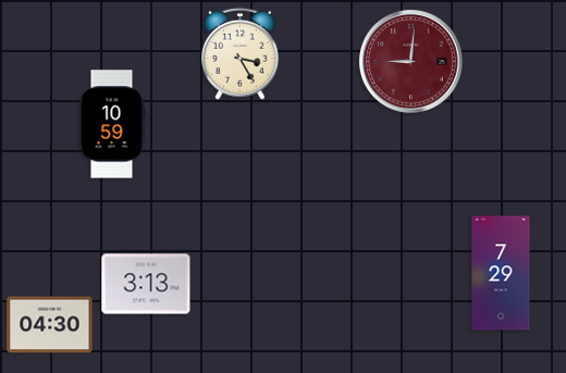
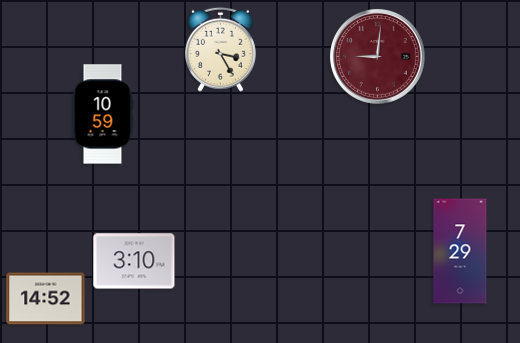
clock at (146, 284): 3:13 -> 3:10
clock at (50, 325): 04:30 -> 14:52
